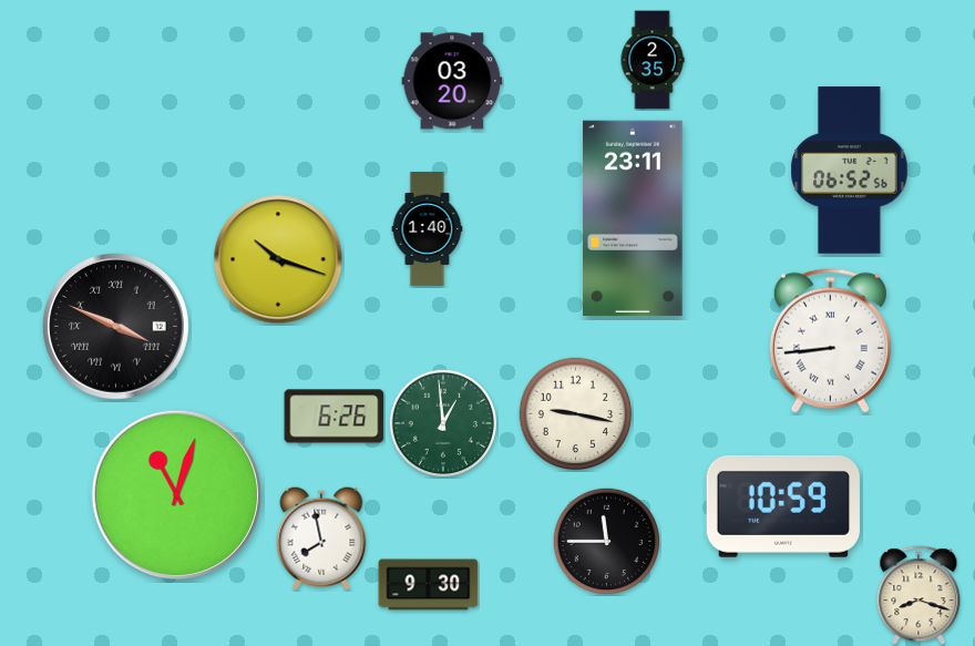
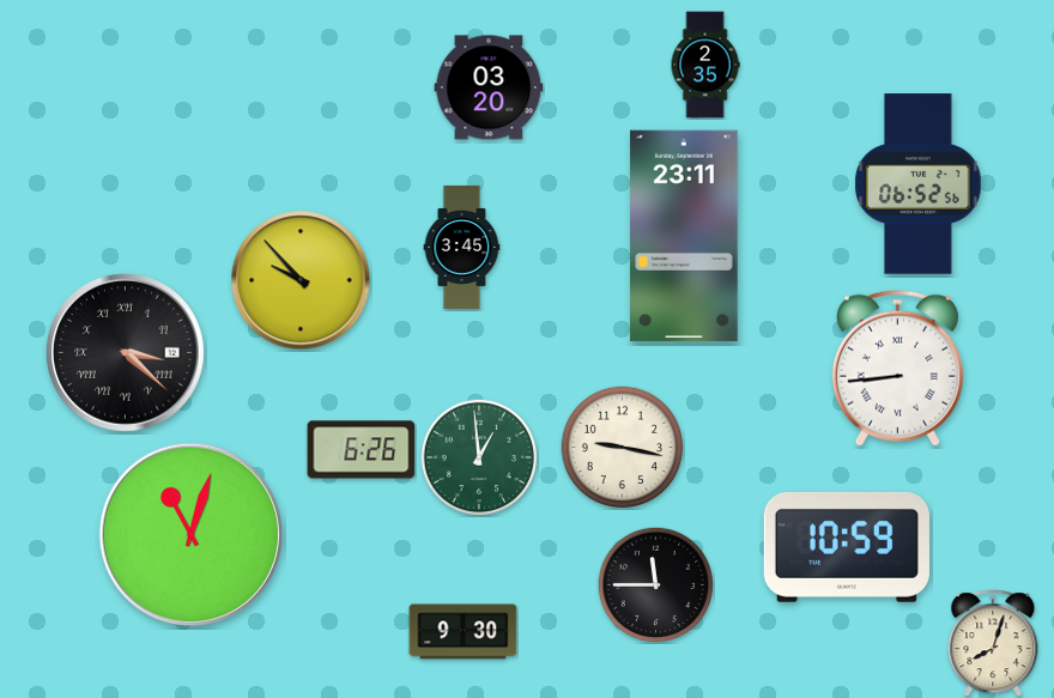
clock at (428, 228): 1:40 -> 3:45
clock at (278, 259): 10:18 -> 9:53
clock at (116, 327): 3:49 -> 3:22
clock at (321, 539): 7:58 -> none
clock at (918, 595): 8:18 -> 8:03
